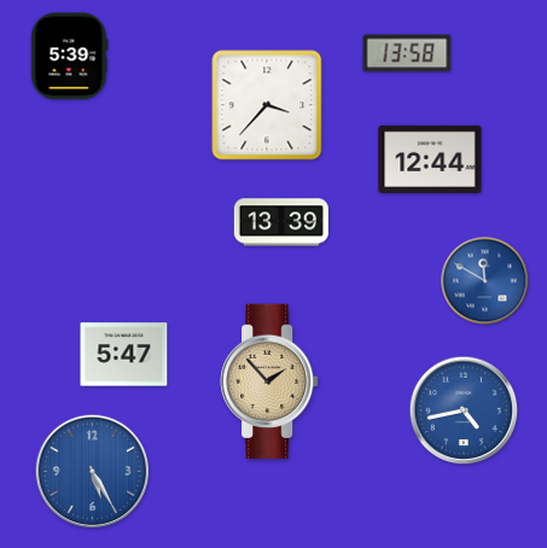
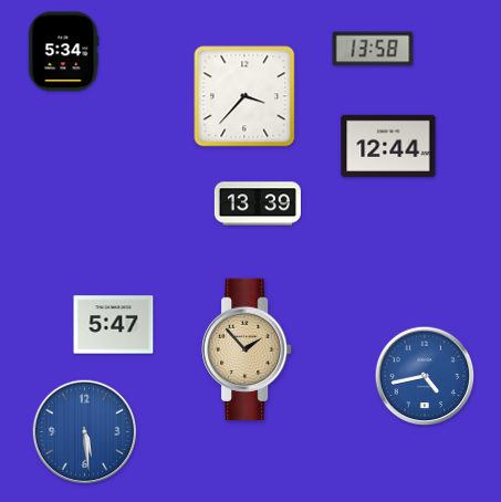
clock at (70, 57): 5:39 -> 5:34
clock at (430, 159) position: (430, 159) -> (388, 146)
clock at (485, 281): 11:50 -> none
clock at (92, 471): 5:25 -> 5:29
